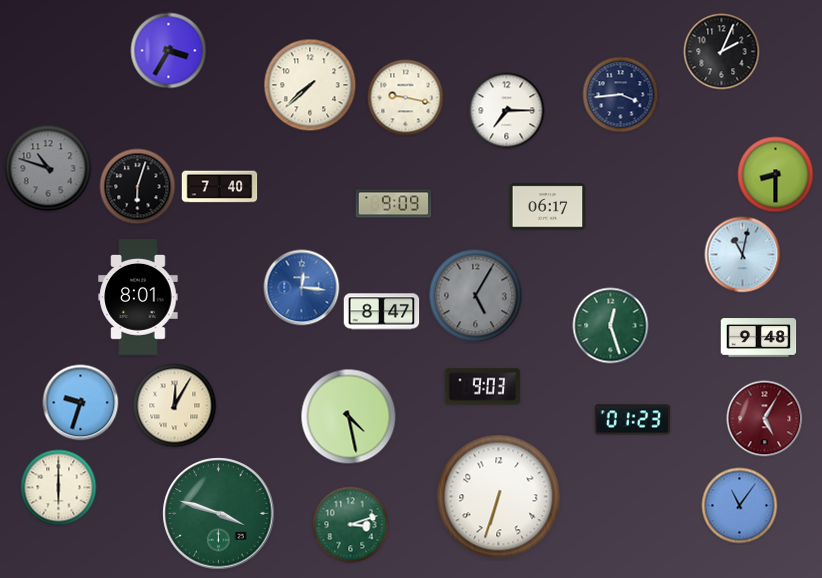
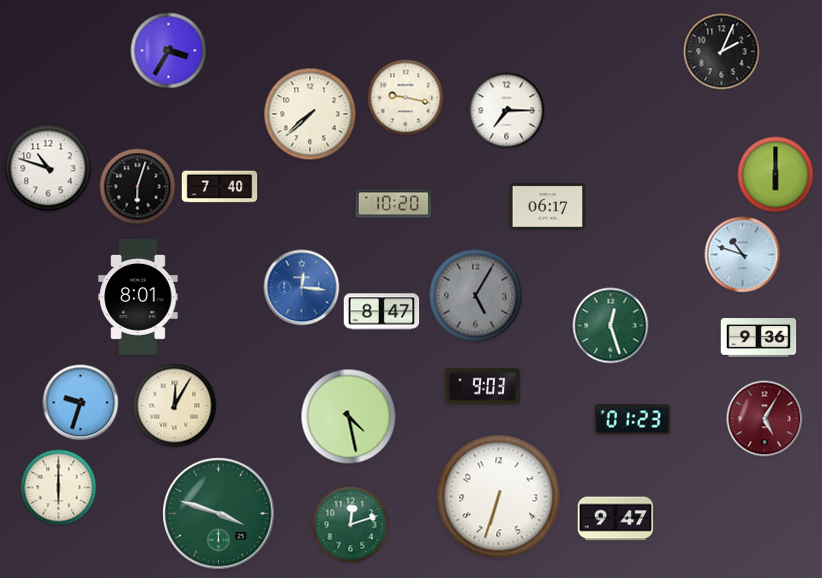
clock at (310, 85) position: (310, 85) -> (310, 114)
clock at (621, 95): 3:44 -> none
clock at (48, 168) dial: grey -> white
clock at (776, 175): 8:30 -> 6:00
clock at (394, 204): 9:09 -> 10:20
clock at (743, 255): 11:02 -> 10:48
clock at (759, 338): 9:48 -> 9:36
clock at (740, 506): 11:06 -> none
clock at (616, 519): none -> 9:47
clock at (351, 525): 3:12 -> 12:12
